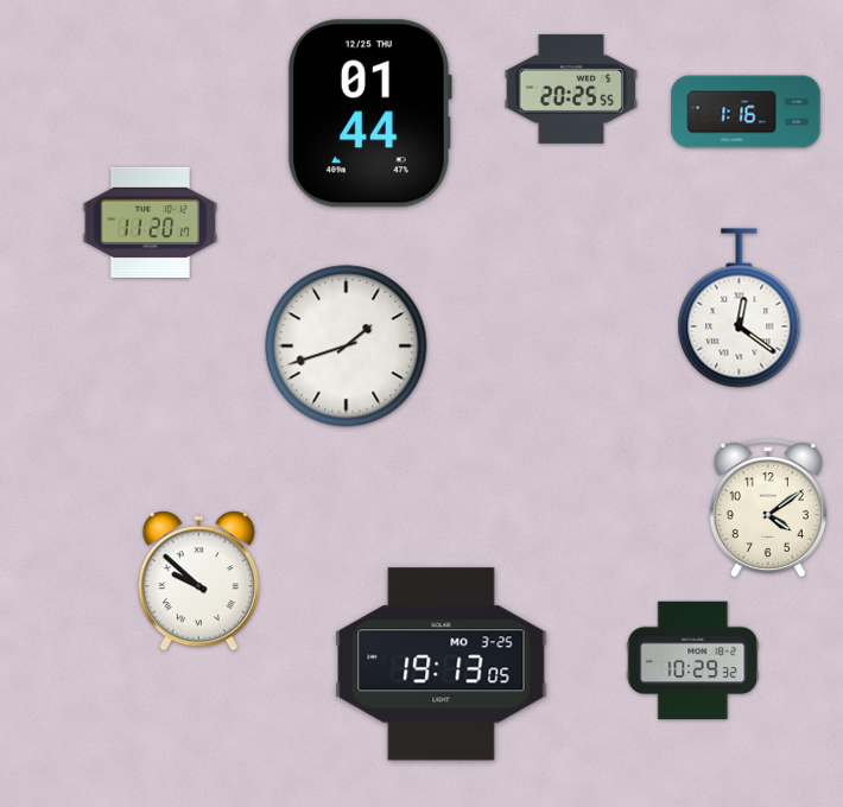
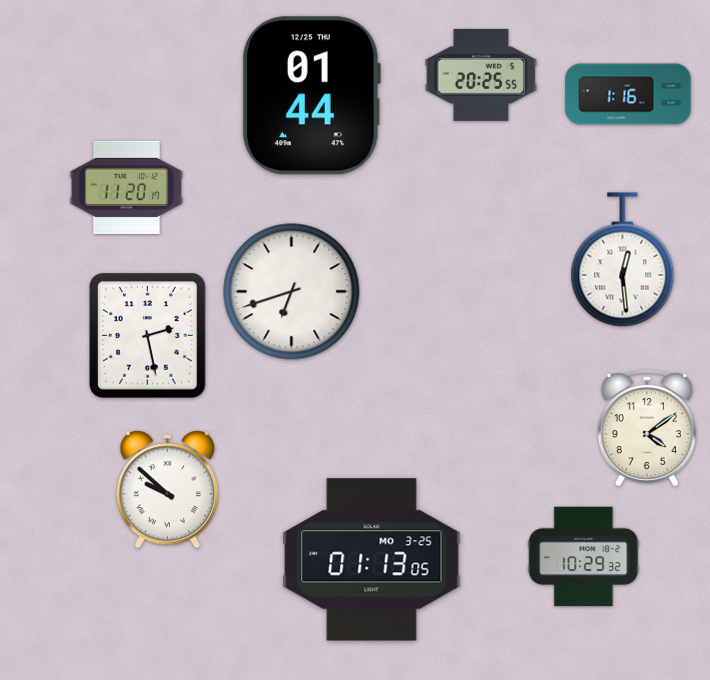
clock at (740, 309): 12:21 -> 12:29
clock at (347, 347): 1:42 -> 6:42
clock at (148, 336): none -> 2:28
clock at (442, 665): 19:13 -> 01:13
